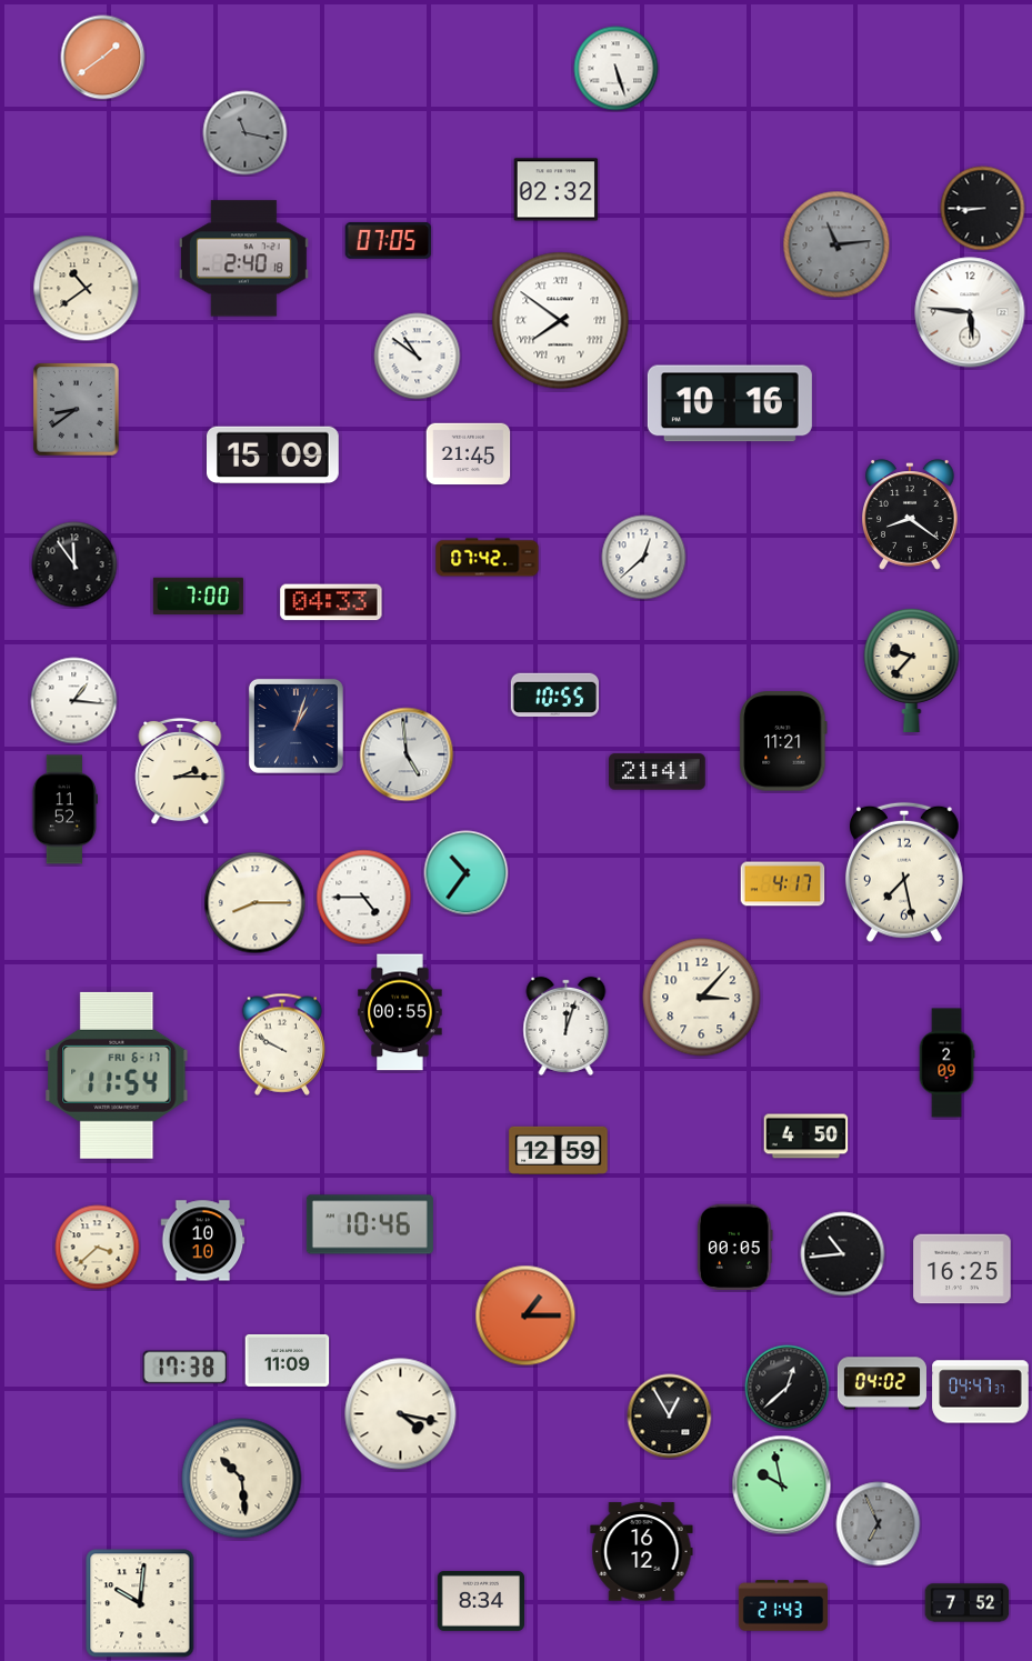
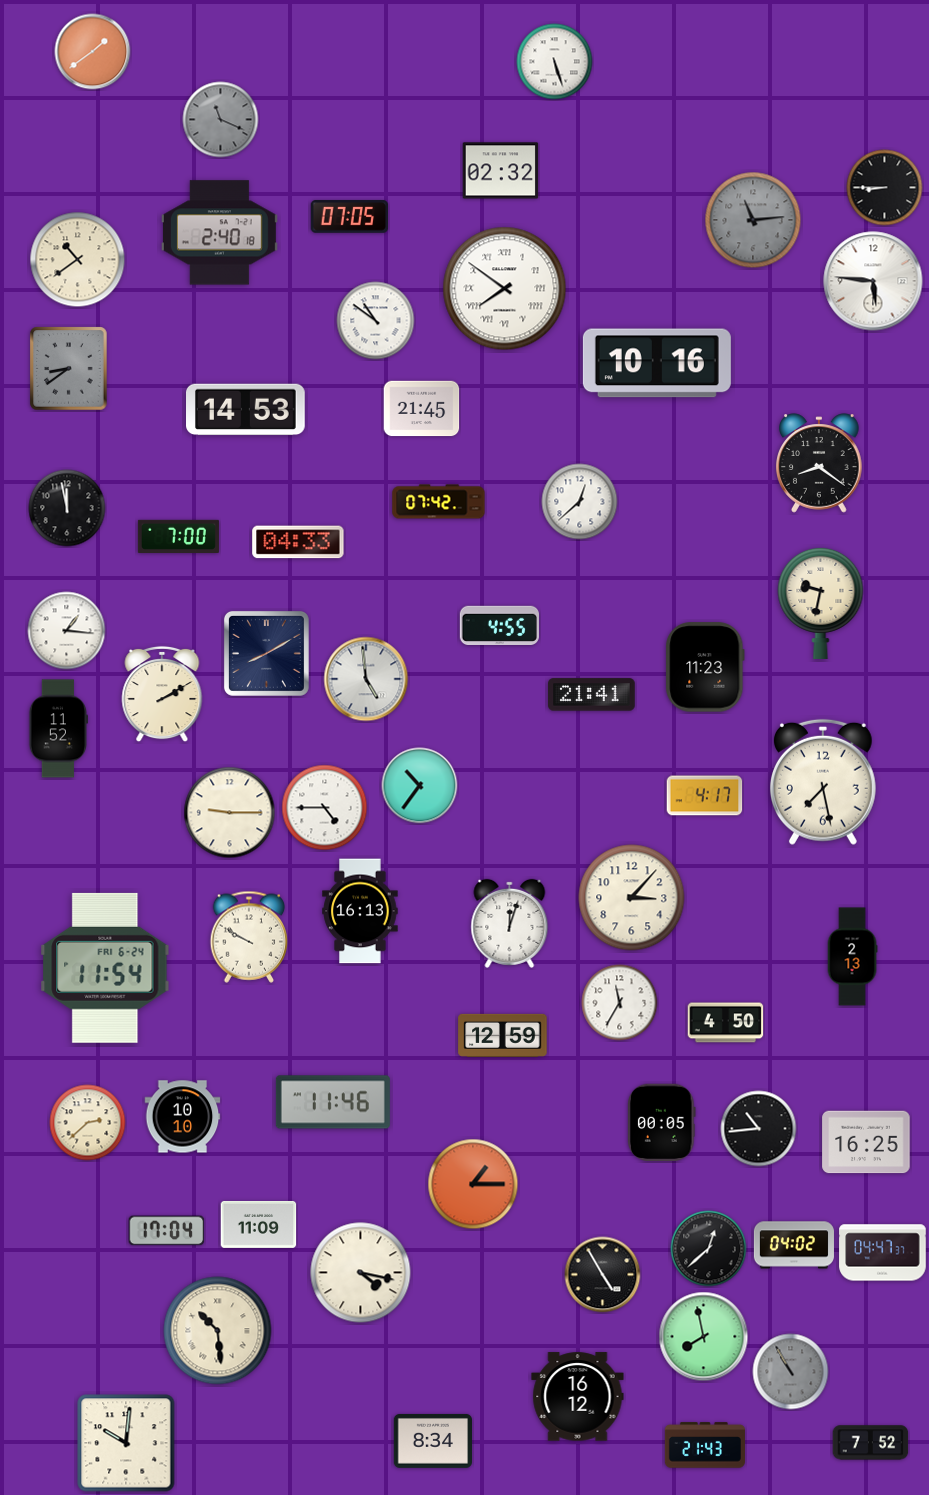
clock at (246, 133): 11:17 -> 11:19
clock at (273, 456): 15:09 -> 14:53
clock at (74, 564): 11:54 -> 11:58
clock at (912, 670): 9:37 -> 9:32
clock at (554, 694): 10:55 -> 4:55
clock at (295, 726): 1:03 -> 8:10
clock at (783, 741): 11:21 -> 11:23
clock at (180, 771): 2:15 -> 2:10
clock at (904, 872) position: (904, 872) -> (823, 782)
clock at (364, 898) position: (364, 898) -> (325, 808)
clock at (256, 903): 8:15 -> 9:15
clock at (400, 1012): 00:55 -> 16:13
clock at (282, 1044) position: (282, 1044) -> (249, 937)
clock at (946, 1063): 2:09 -> 2:13
clock at (117, 1075) date: FRI 6-17 -> FRI 6-24
clock at (620, 1003): none -> 11:35
clock at (370, 1224): 10:46 -> 11:46
clock at (98, 1248): 3:38 -> 2:38
clock at (186, 1368): 17:38 -> 17:04
clock at (670, 1417): 12:55 -> 4:55
clock at (782, 1485): 9:58 -> 7:58
clock at (879, 1524): 6:56 -> 10:55
